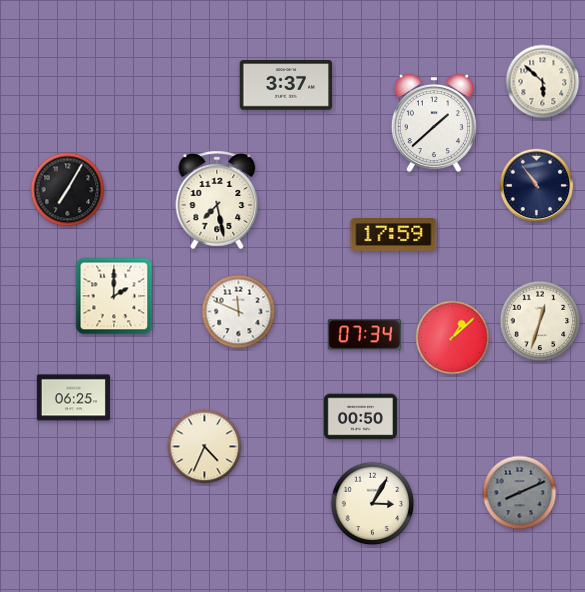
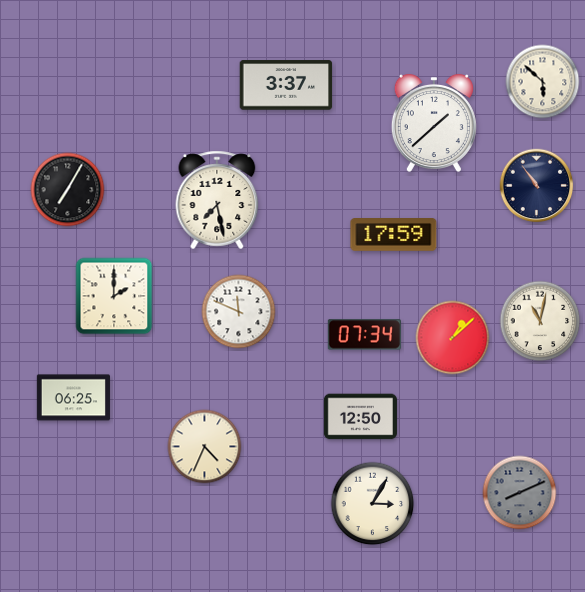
clock at (540, 321): 12:33 -> 11:02
clock at (360, 417): 00:50 -> 12:50
